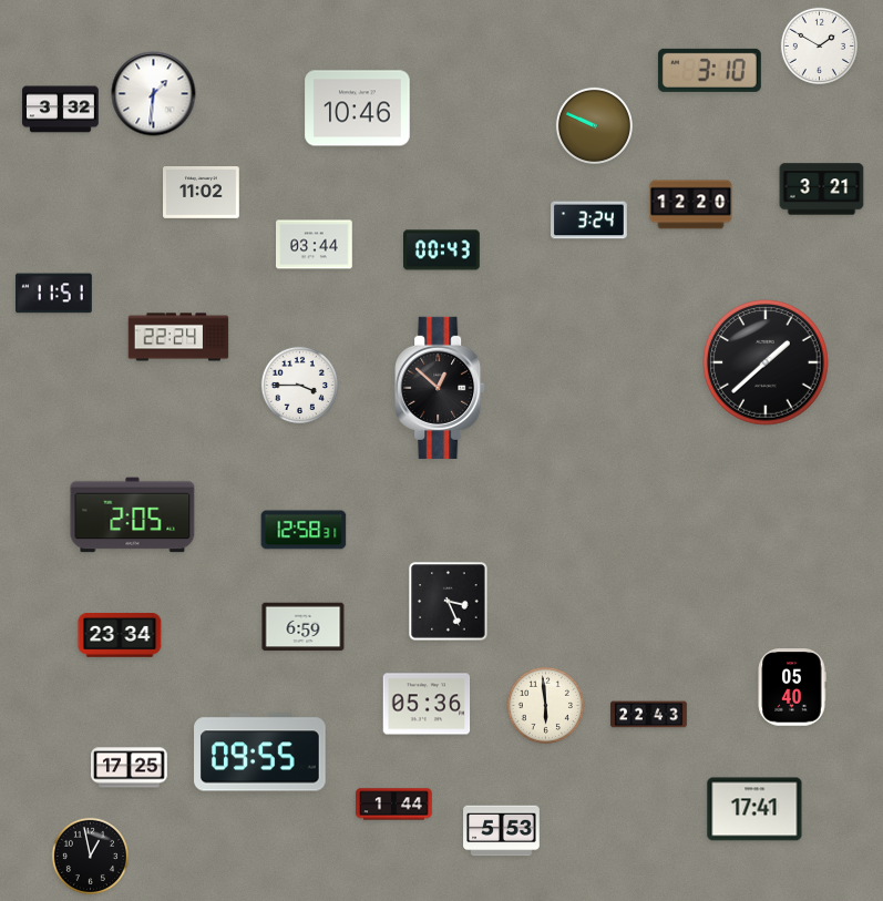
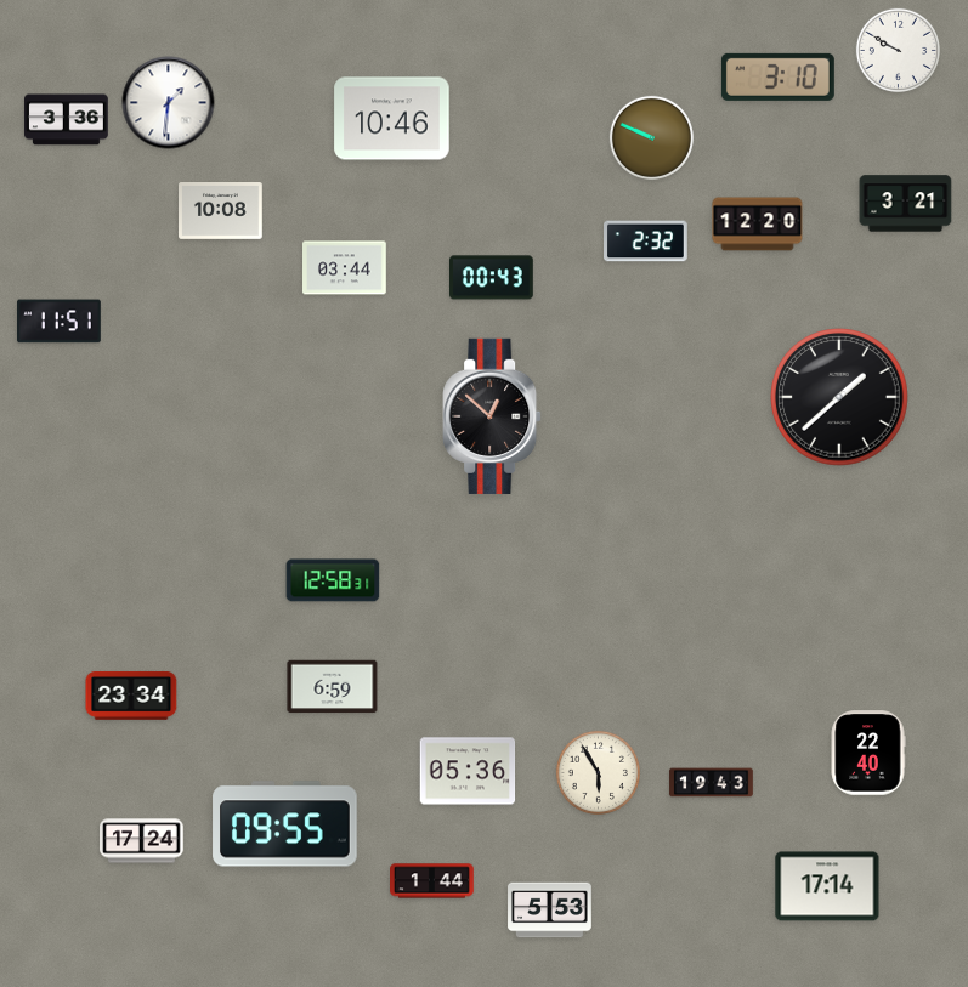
clock at (819, 45): 1:50 -> 9:50
clock at (61, 110): 3:32 -> 3:36
clock at (822, 190) position: (822, 190) -> (906, 204)
clock at (202, 193): 11:02 -> 10:08
clock at (589, 221): 3:24 -> 2:32
clock at (442, 250) position: (442, 250) -> (492, 278)
clock at (178, 337): 22:24 -> none
clock at (299, 385): 3:45 -> none
clock at (440, 388) position: (440, 388) -> (492, 416)
clock at (133, 515): 2:05 -> none
clock at (449, 602): 3:26 -> none
clock at (792, 687): 05:40 -> 22:40
clock at (545, 705): 5:59 -> 5:55
clock at (649, 715): 22:43 -> 19:43
clock at (130, 768): 17:25 -> 17:24
clock at (754, 809): 17:41 -> 17:14
clock at (90, 856): 12:58 -> none
